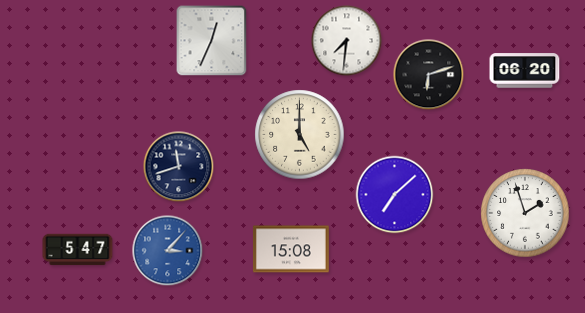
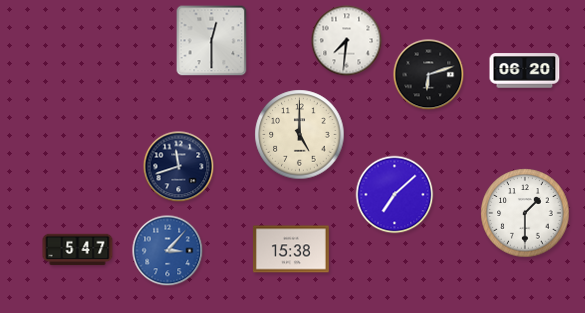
clock at (212, 41): 12:34 -> 12:30
clock at (525, 213): 1:57 -> 1:30
clock at (291, 249): 15:08 -> 15:38
